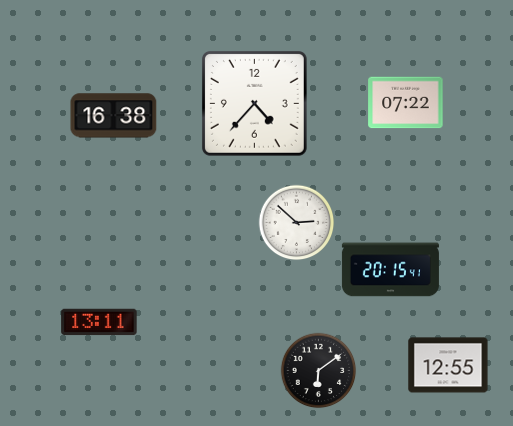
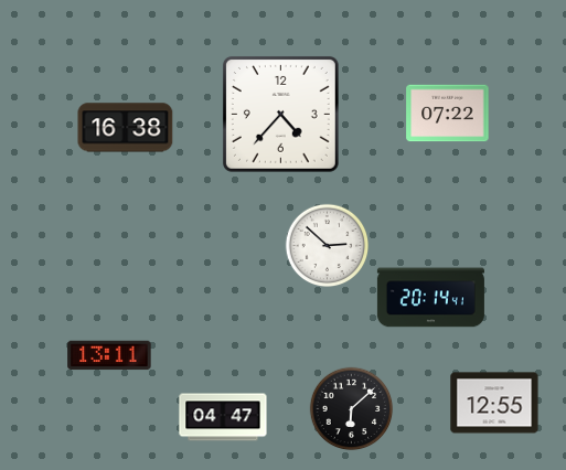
clock at (390, 270): 20:15 -> 20:14
clock at (319, 371): 6:09 -> 6:08
clock at (223, 417): none -> 04:47
